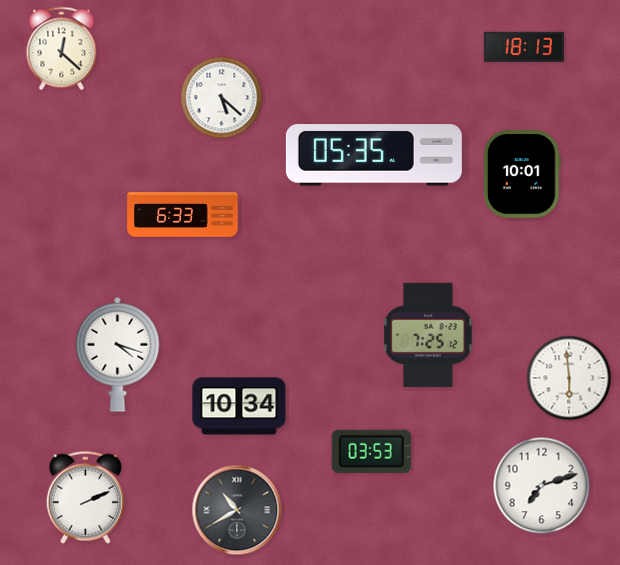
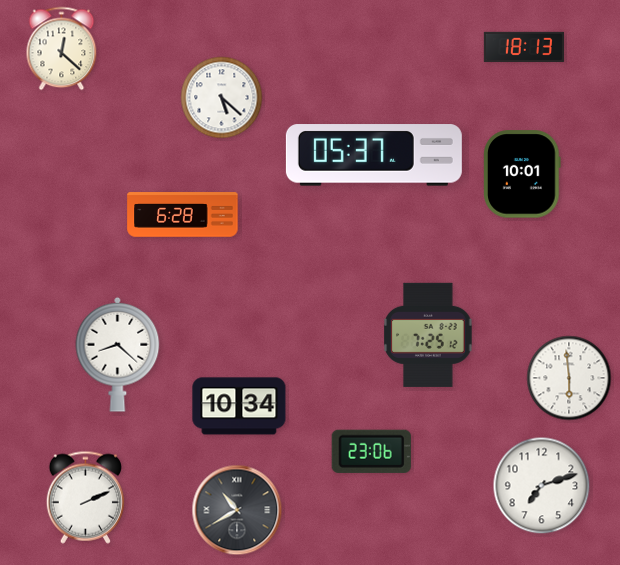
clock at (374, 155): 05:35 -> 05:37
clock at (183, 215): 6:33 -> 6:28
clock at (118, 354): 4:18 -> 8:22
clock at (371, 451): 03:53 -> 23:06
